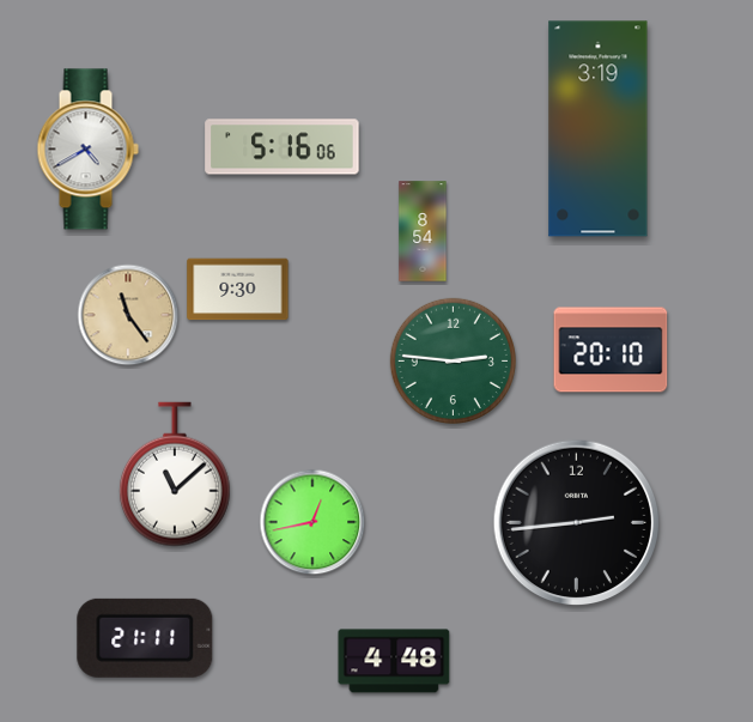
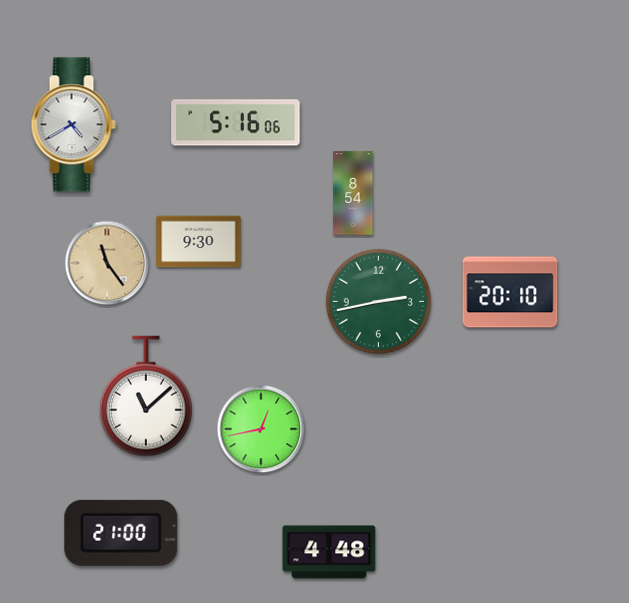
clock at (599, 129): 3:19 -> none
clock at (453, 360): 2:46 -> 2:43
clock at (312, 522) position: (312, 522) -> (261, 429)
clock at (577, 523): 2:44 -> none
clock at (145, 638): 21:11 -> 21:00
